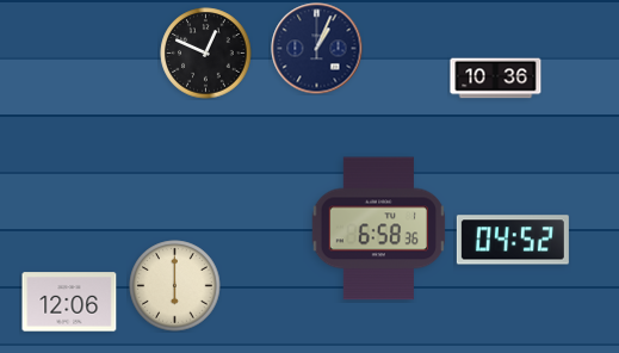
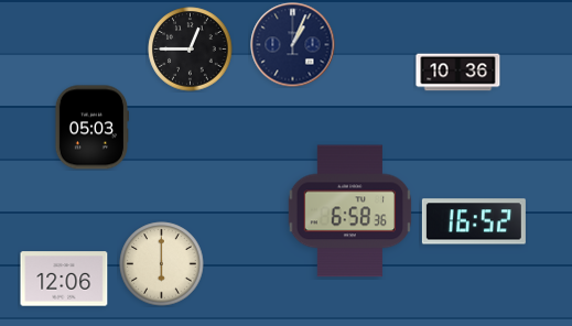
clock at (206, 54): 12:49 -> 12:45
clock at (90, 128): none -> 05:03
clock at (513, 240): 04:52 -> 16:52
